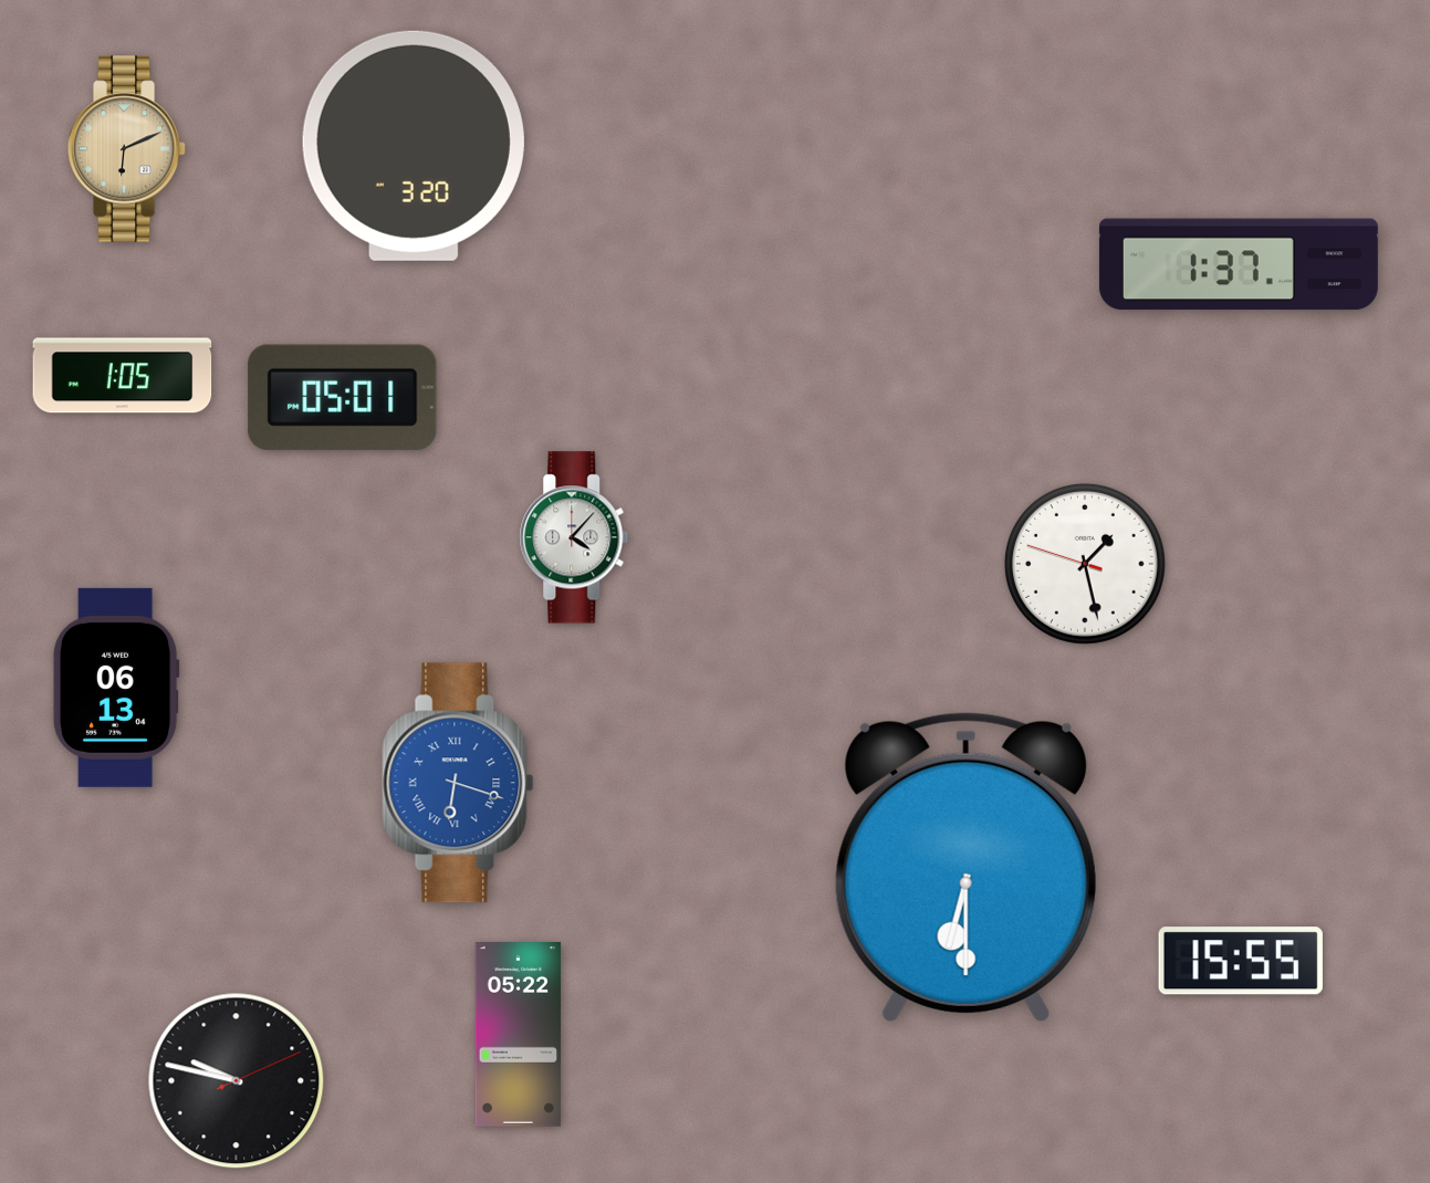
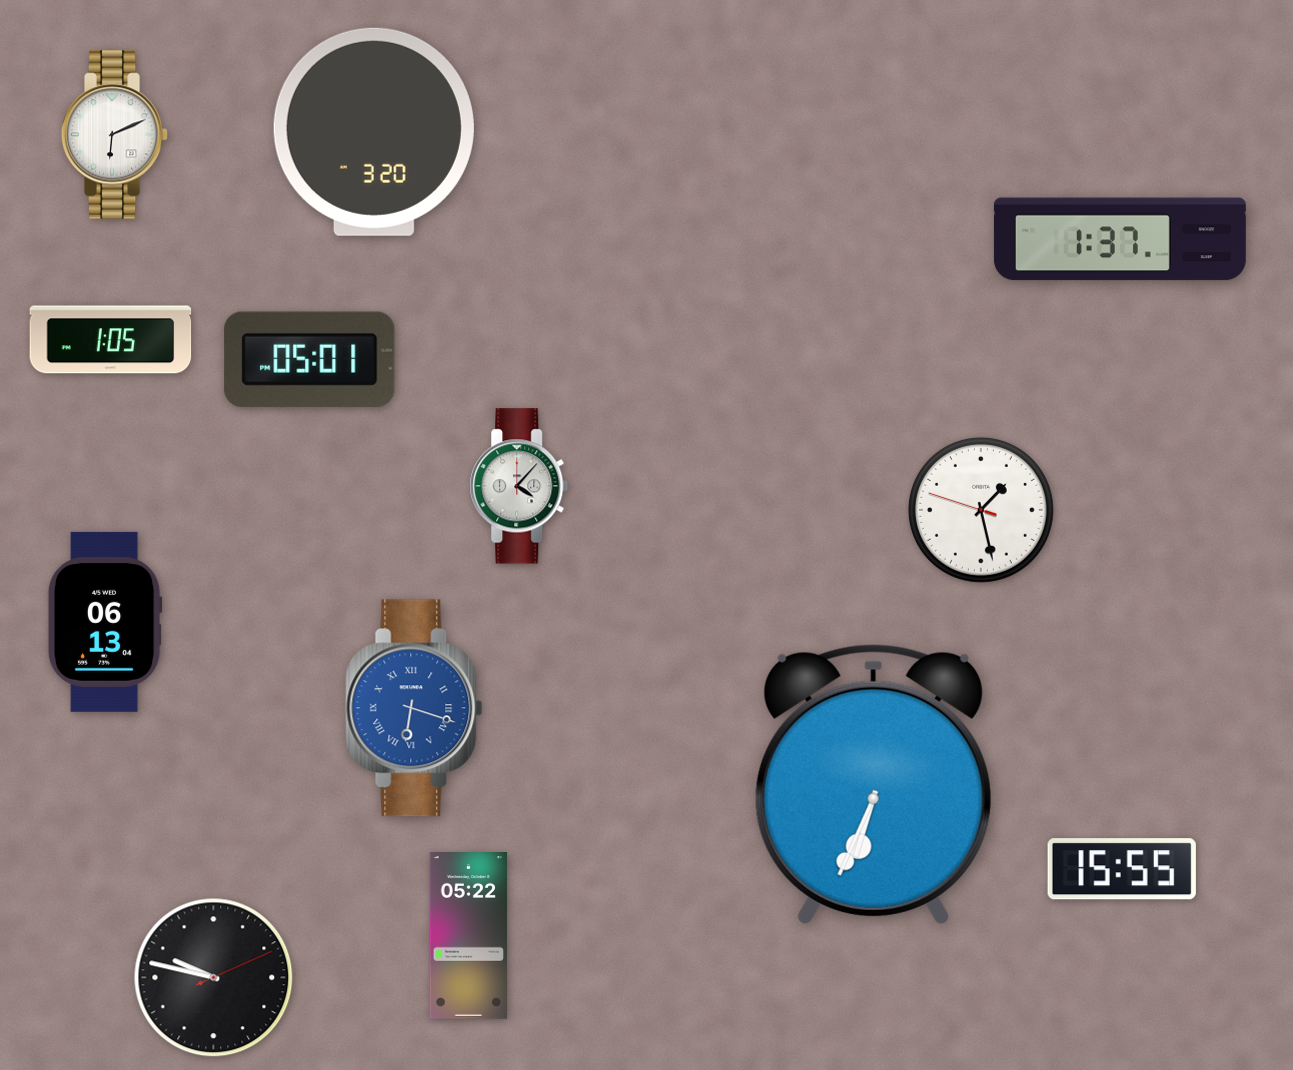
clock at (127, 149) dial: champagne -> white
clock at (965, 867): 6:30 -> 6:34
